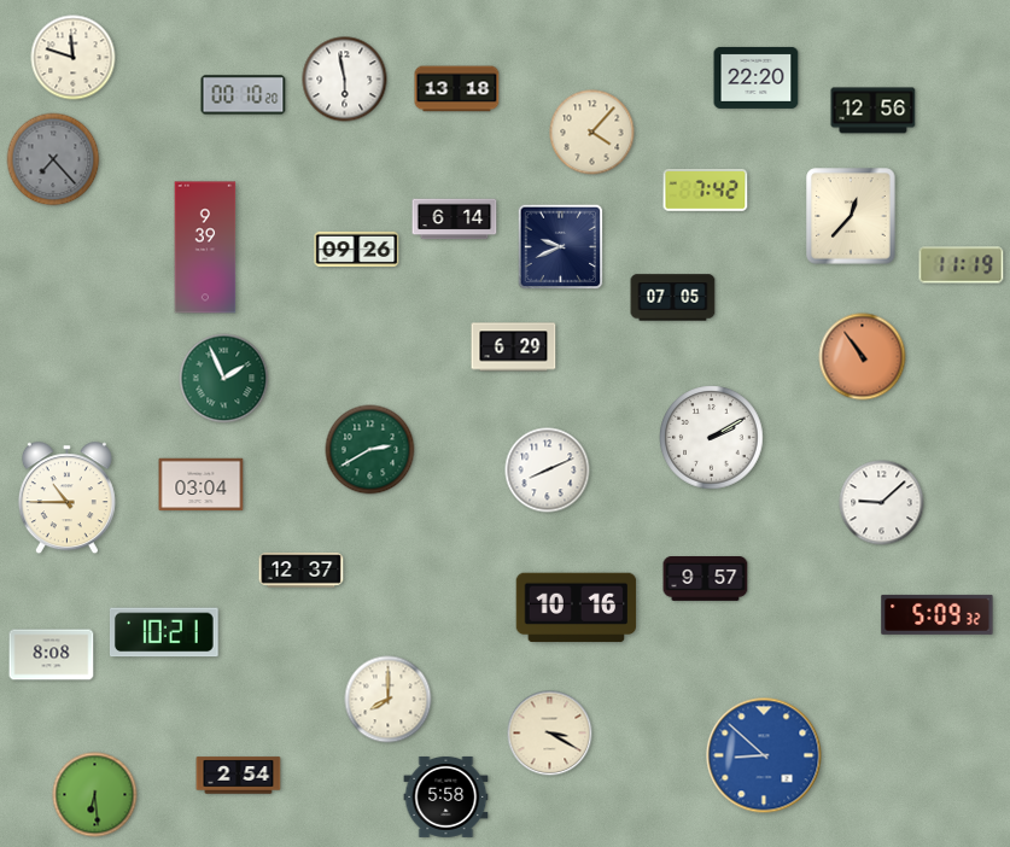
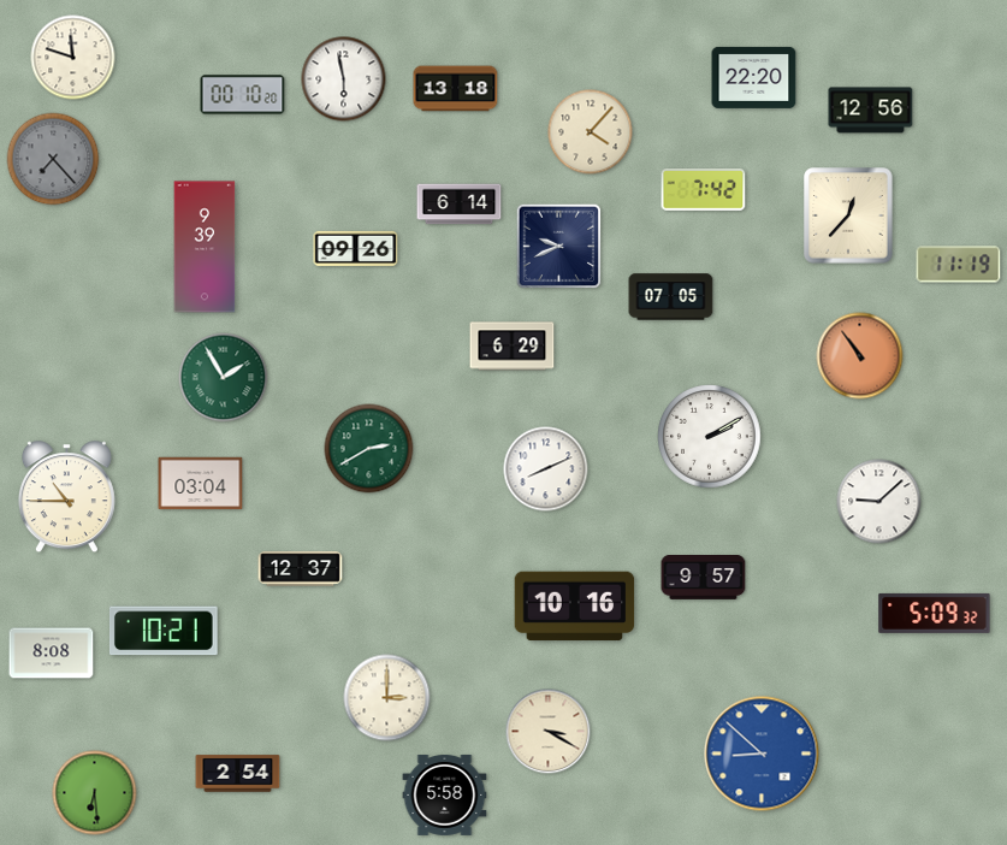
clock at (455, 220) position: (455, 220) -> (460, 205)
clock at (224, 379): 1:56 -> 1:55
clock at (389, 700): 8:00 -> 3:00
